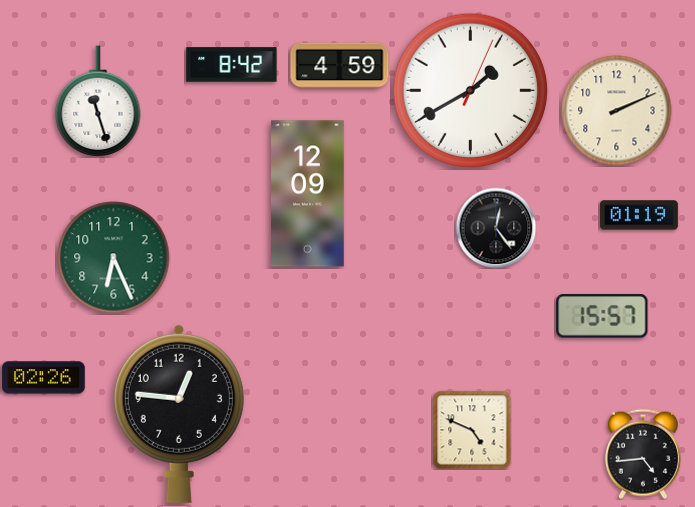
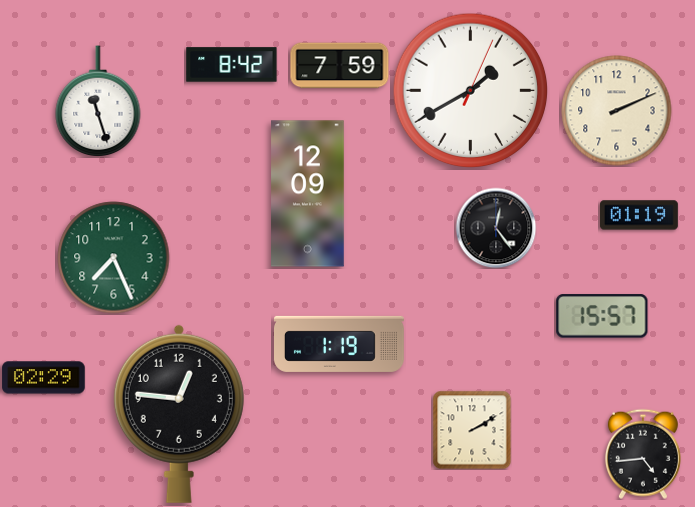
clock at (340, 66): 4:59 -> 7:59
clock at (114, 258): 6:26 -> 7:26
clock at (340, 344): none -> 1:19
clock at (44, 378): 02:26 -> 02:29
clock at (472, 430): 4:49 -> 2:10
